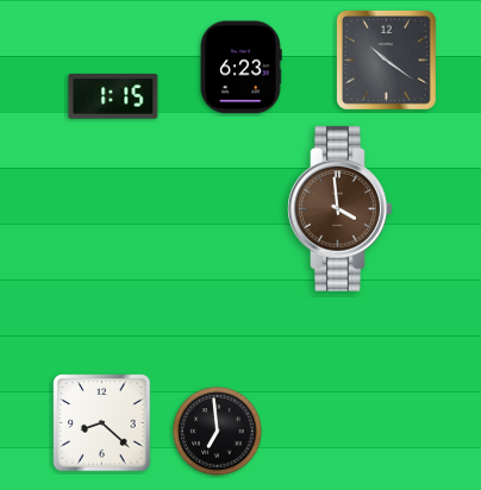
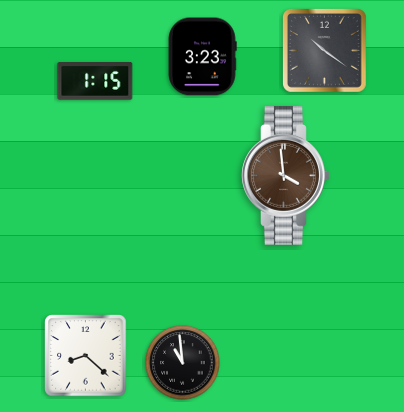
clock at (240, 68): 6:23 -> 3:23
clock at (218, 432): 6:59 -> 10:59
